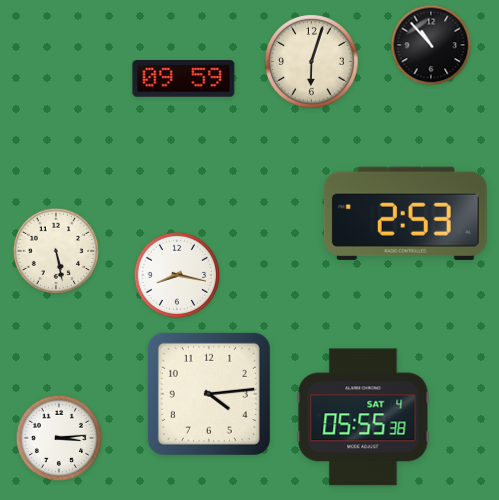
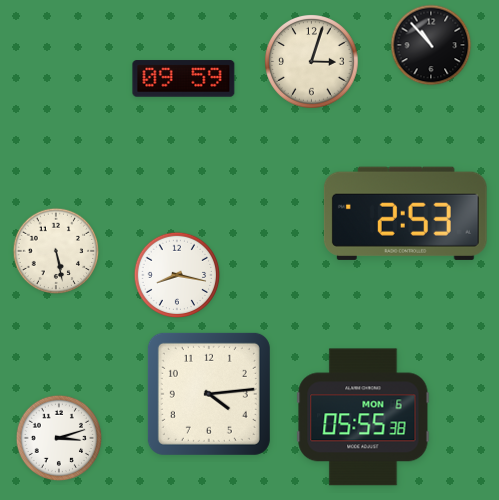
clock at (312, 62): 6:03 -> 3:03
clock at (363, 417) date: SAT 4 -> MON 6
clock at (59, 438): 3:14 -> 3:12
